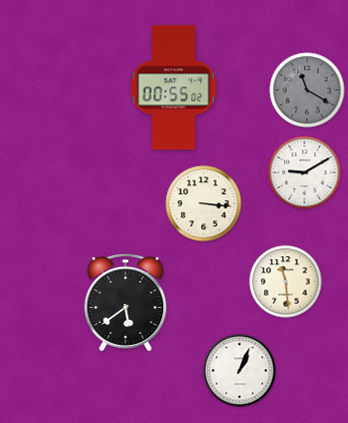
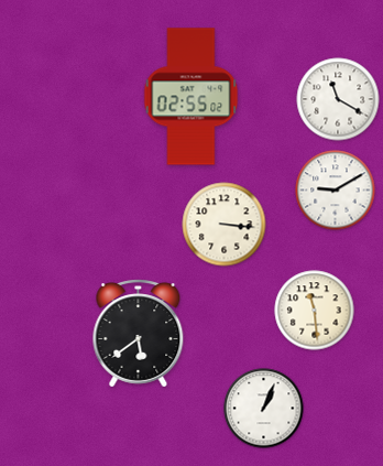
clock at (174, 88): 00:55 -> 02:55
clock at (307, 90) dial: grey -> white
